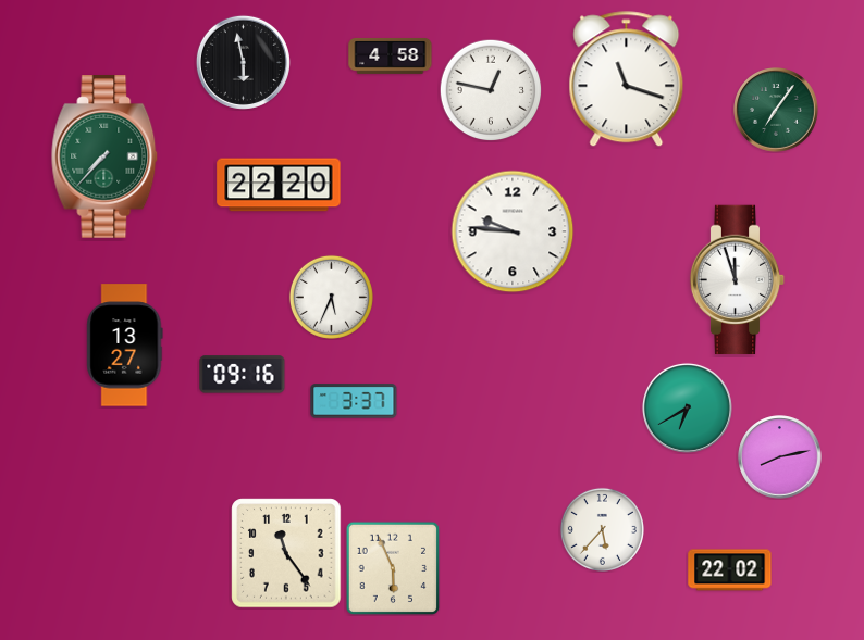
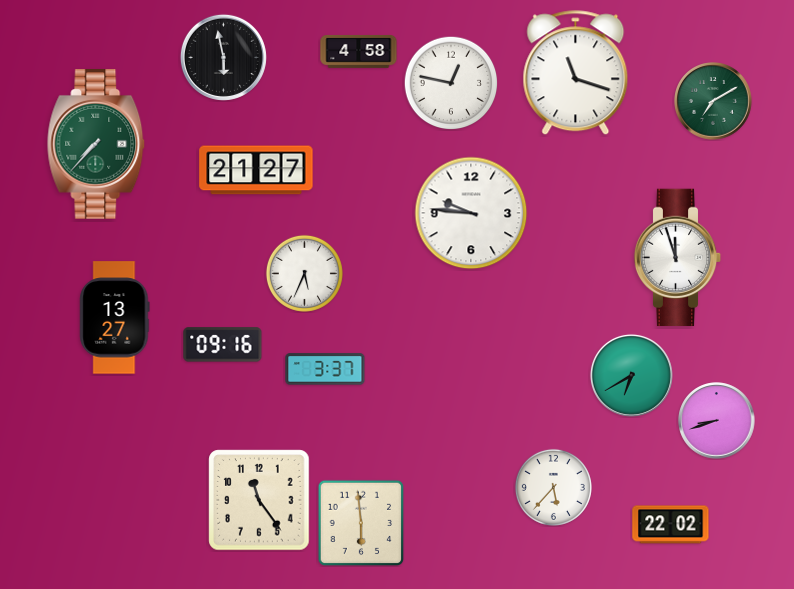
clock at (776, 110): 7:06 -> 7:10
clock at (279, 185): 22:20 -> 21:27
clock at (780, 457): 8:13 -> 8:42
clock at (286, 553) position: (286, 553) -> (259, 500)
clock at (393, 568): 5:56 -> 5:59
